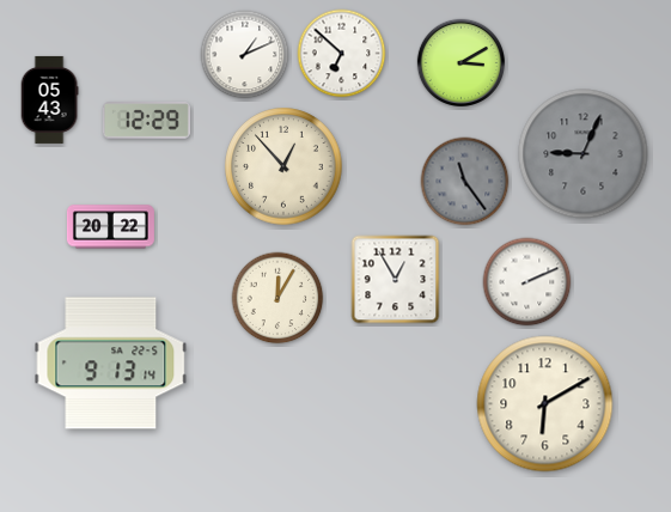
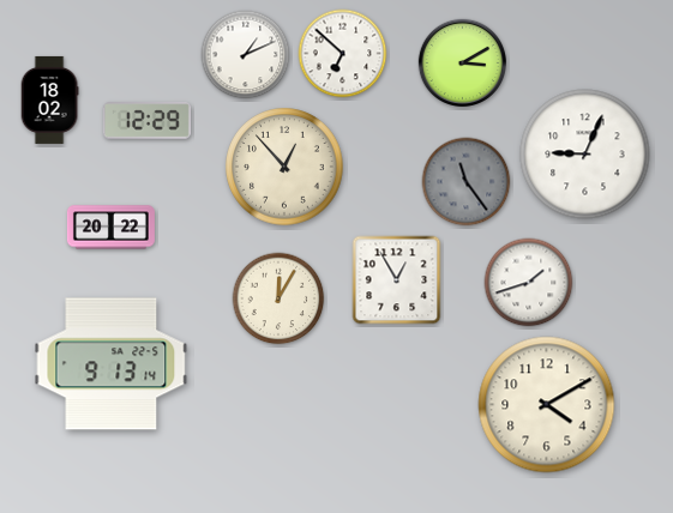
clock at (49, 99): 05:43 -> 18:02
clock at (584, 154) dial: grey -> white
clock at (527, 282): 2:11 -> 1:42
clock at (545, 404): 6:10 -> 4:10
